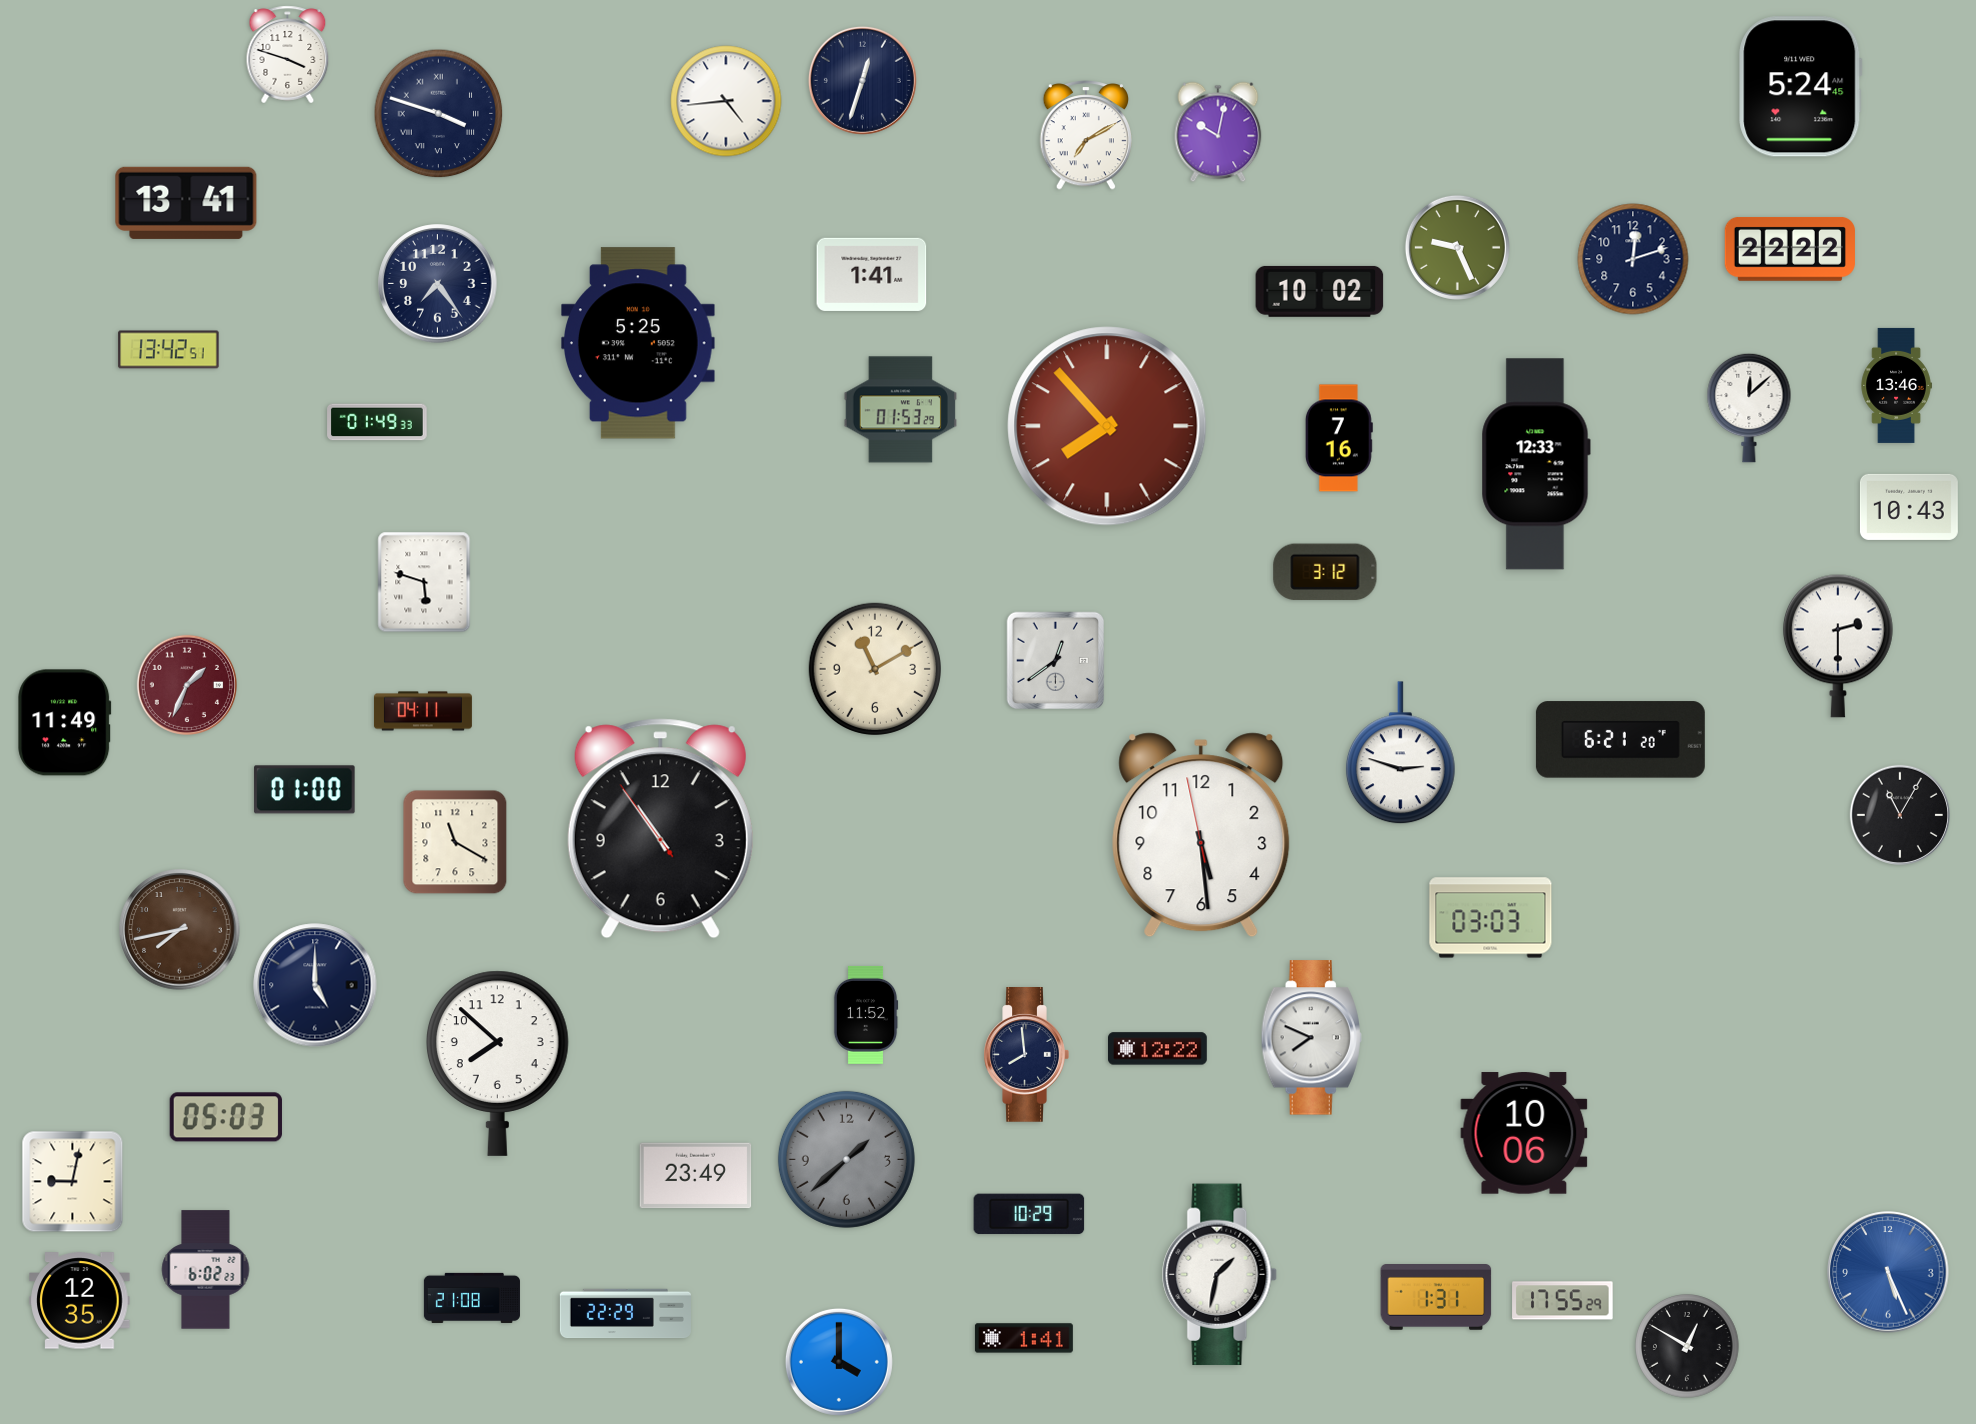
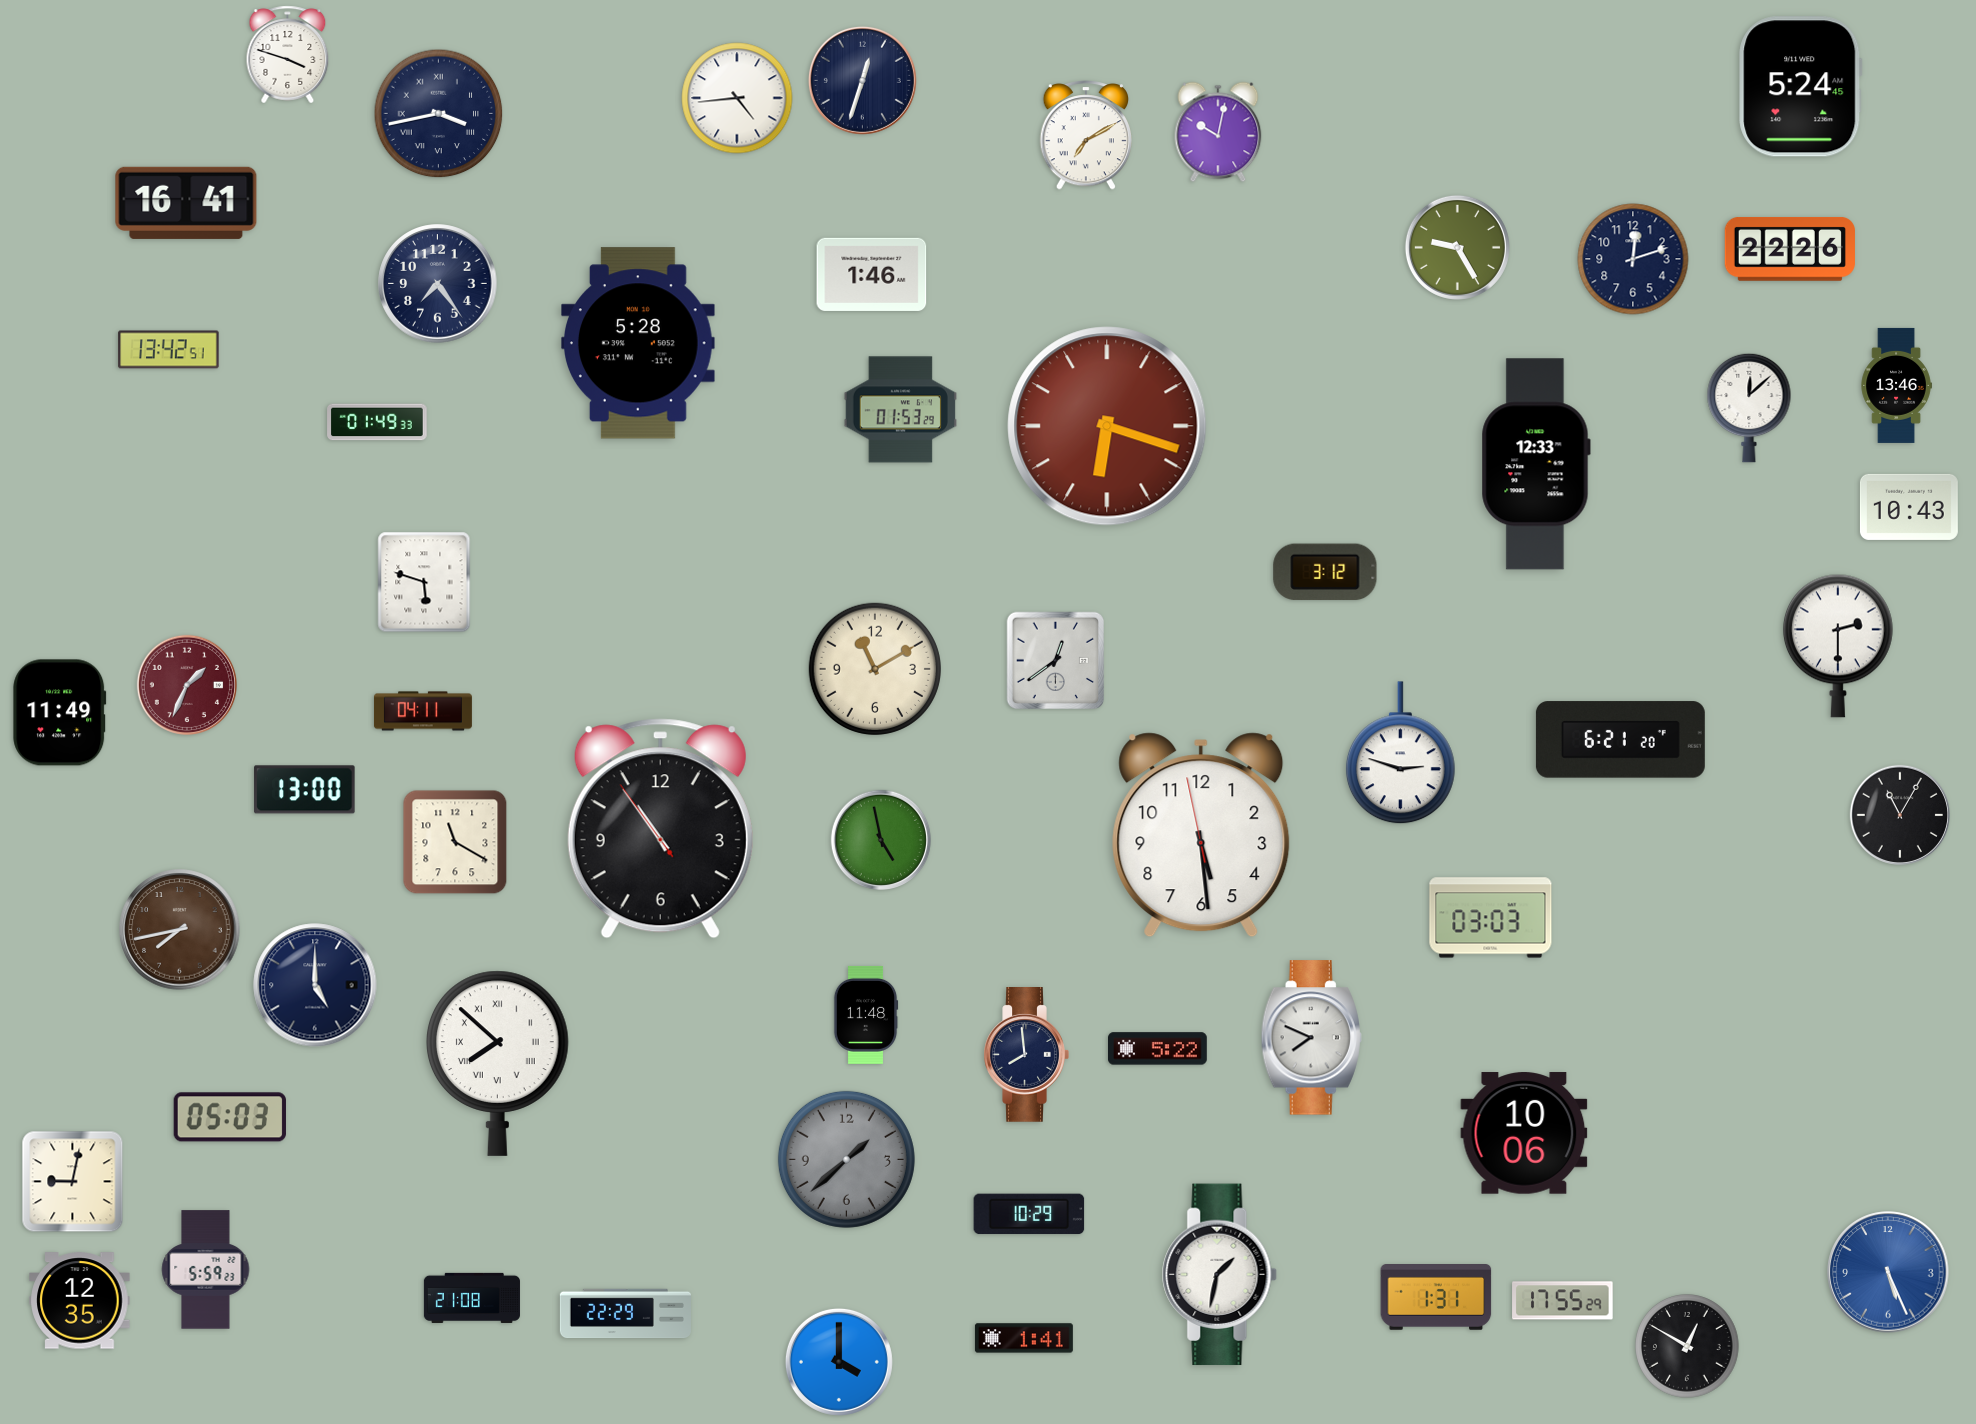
clock at (726, 101) position: (726, 101) -> (737, 98)
clock at (439, 114): 3:48 -> 3:43
clock at (186, 203): 13:41 -> 16:41
clock at (1457, 247): 9:26 -> 9:25
clock at (1790, 250): 22:22 -> 22:26
clock at (872, 274): 1:41 -> 1:46
clock at (1320, 291): 10:02 -> none
clock at (639, 343): 5:25 -> 5:28
clock at (1107, 426): 7:53 -> 6:18
clock at (1339, 438): 7:16 -> none
clock at (65, 723) position: (65, 723) -> (60, 713)
clock at (305, 790): 01:00 -> 13:00
clock at (881, 840): none -> 4:58
clock at (866, 1015): 11:52 -> 11:48
clock at (1158, 1049): 12:22 -> 5:22
clock at (497, 1063) numerals: Arabic -> Roman
clock at (226, 1117) position: (226, 1117) -> (230, 1117)
clock at (696, 1176): 23:49 -> none
clock at (206, 1270): 6:02 -> 5:59
